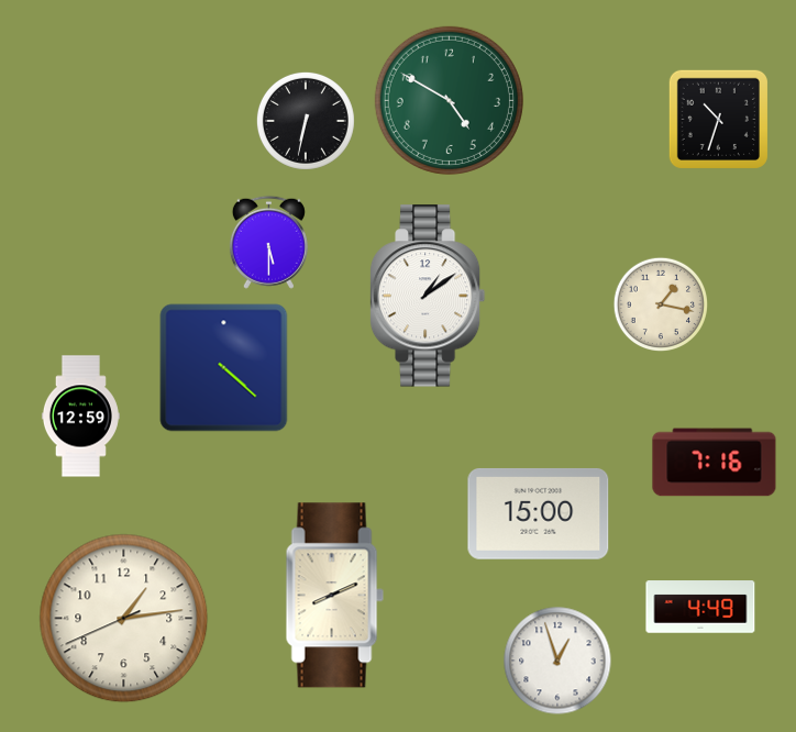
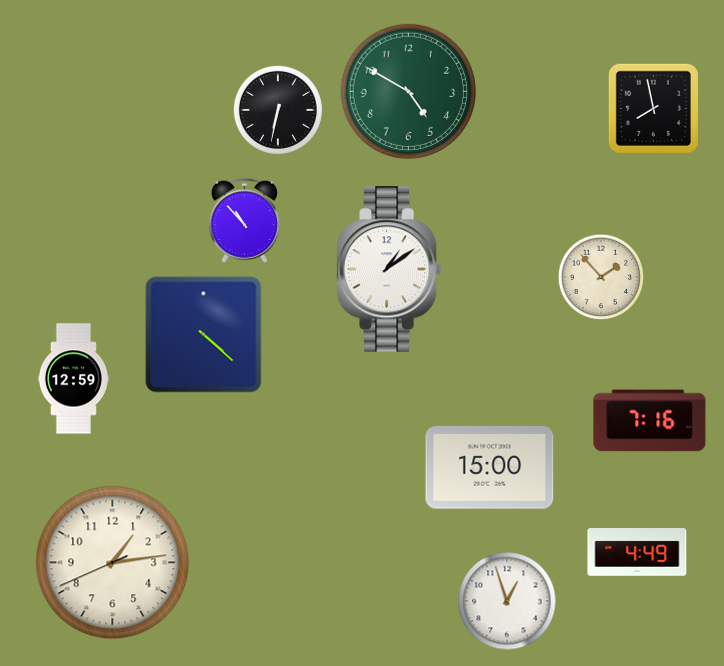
clock at (718, 119): 10:33 -> 7:58
clock at (268, 242): 5:30 -> 10:53
clock at (660, 303): 1:17 -> 1:53
clock at (334, 596): 8:11 -> none
